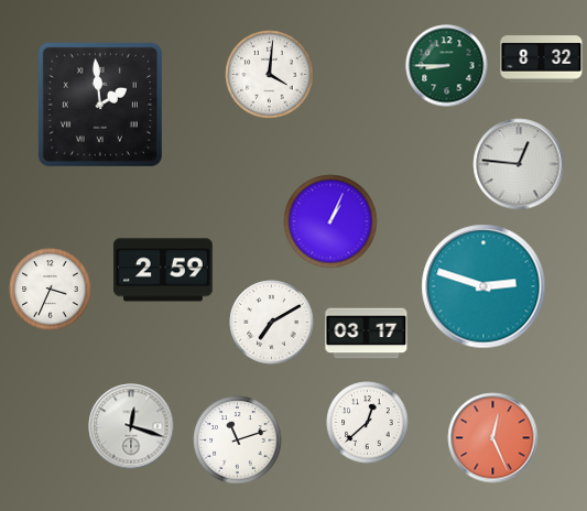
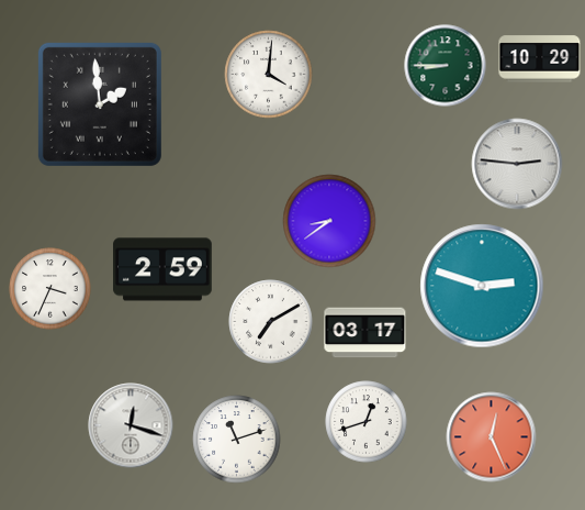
clock at (542, 59): 8:32 -> 10:29
clock at (519, 164): 12:46 -> 2:46
clock at (330, 221): 1:04 -> 8:39
clock at (368, 423): 12:38 -> 12:42
